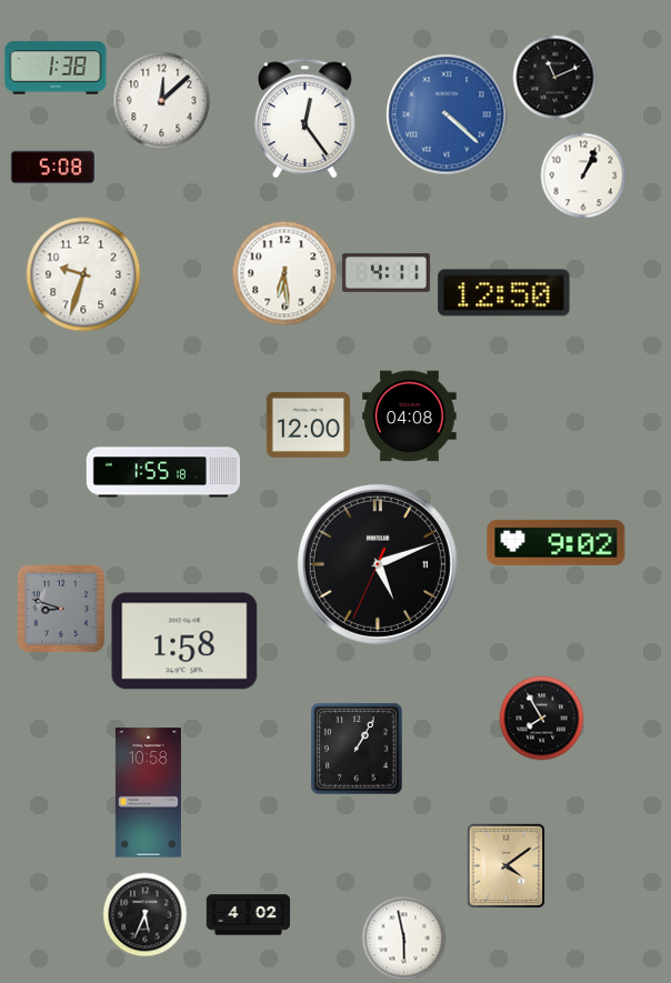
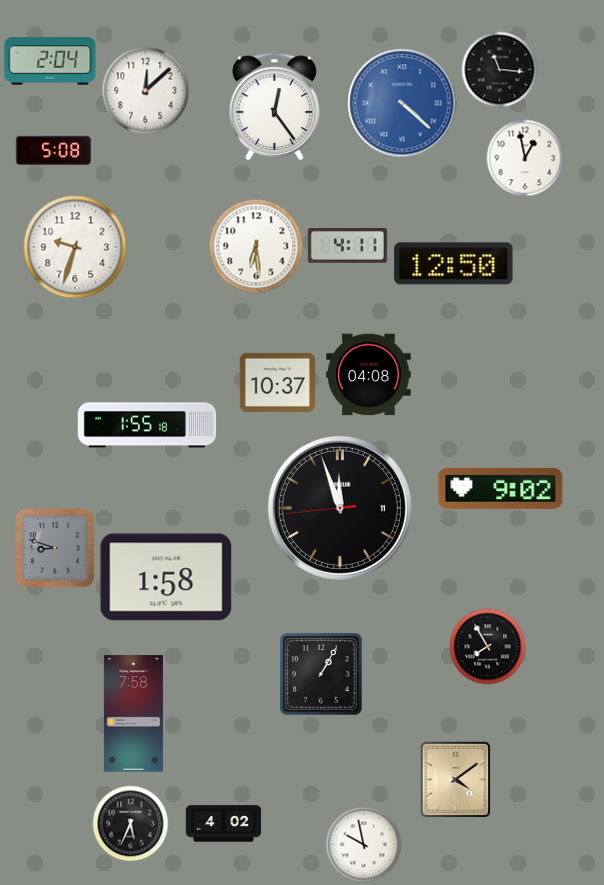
clock at (56, 68): 1:38 -> 2:04
clock at (555, 78): 11:11 -> 11:16
clock at (52, 167) position: (52, 167) -> (53, 150)
clock at (583, 175): 1:04 -> 12:58
clock at (309, 424): 12:00 -> 10:37
clock at (378, 564): 5:11 -> 11:56
clock at (148, 793): 10:58 -> 7:58
clock at (404, 939): 5:58 -> 9:58
